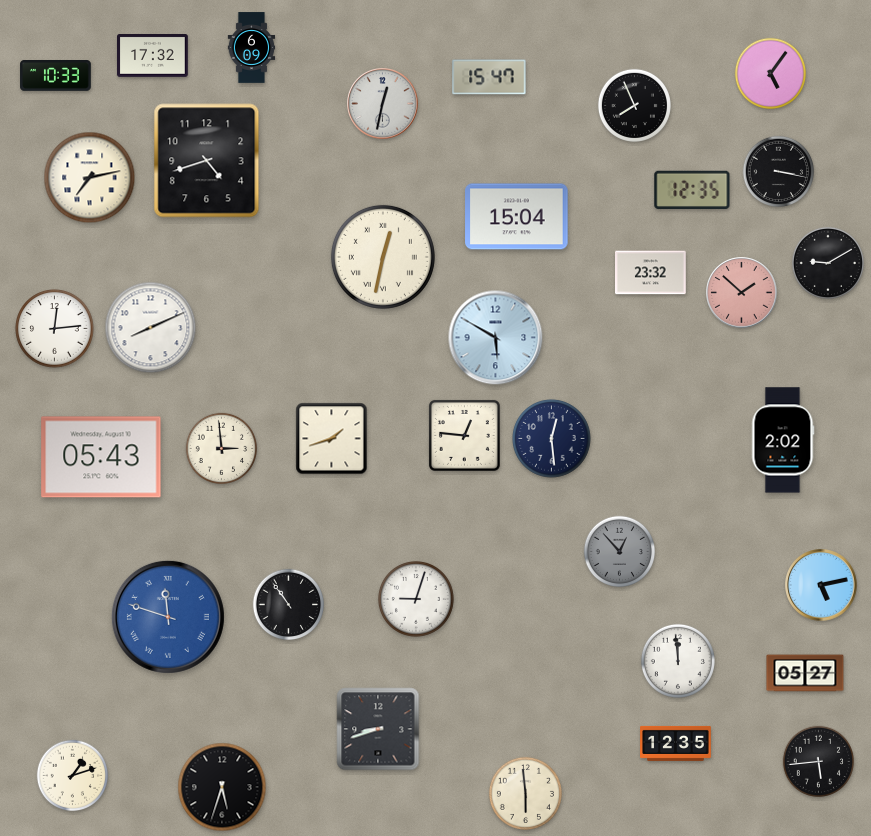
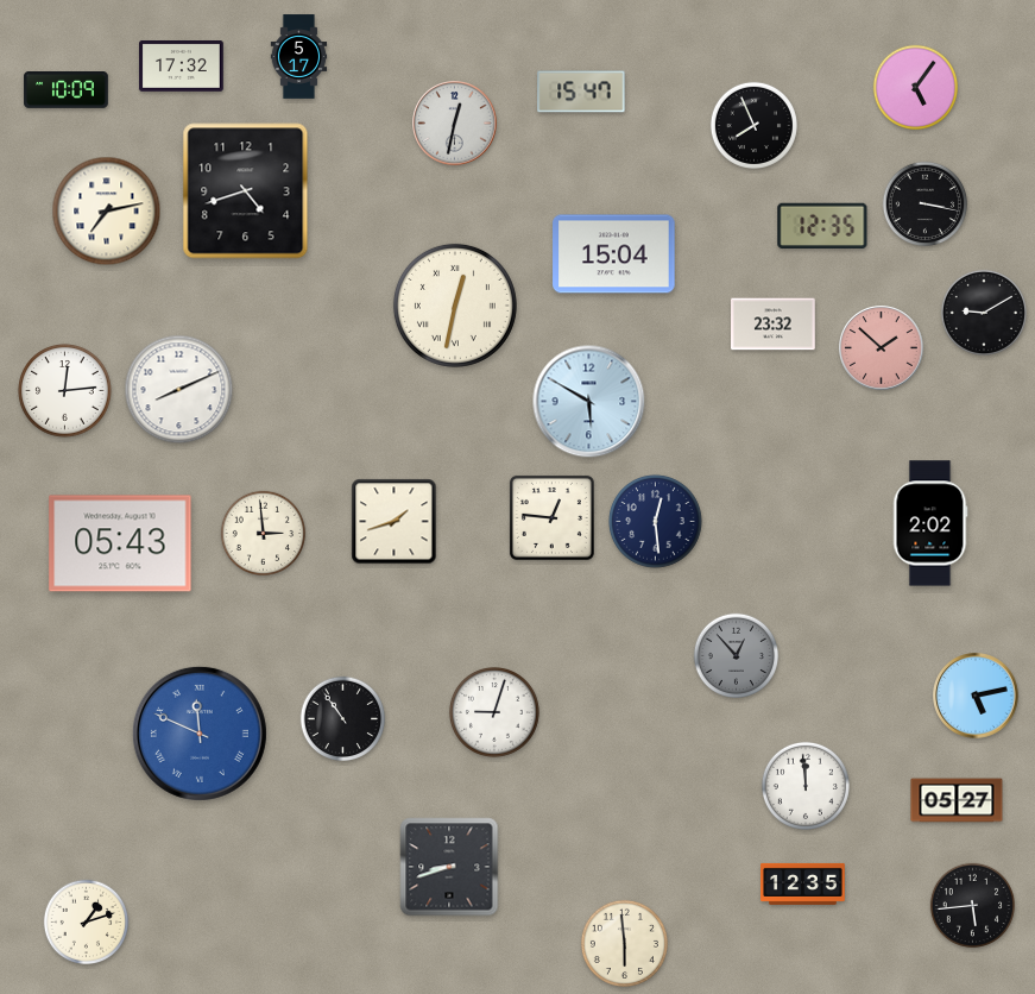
clock at (252, 48): 6:09 -> 5:17
clock at (56, 76): 10:33 -> 10:09
clock at (517, 217) position: (517, 217) -> (614, 254)
clock at (168, 617): 11:48 -> 11:49
clock at (222, 787): 5:33 -> none
